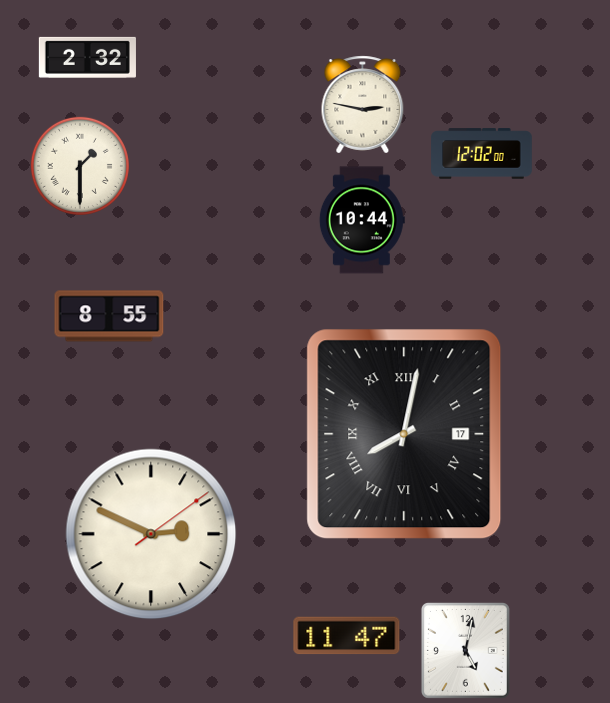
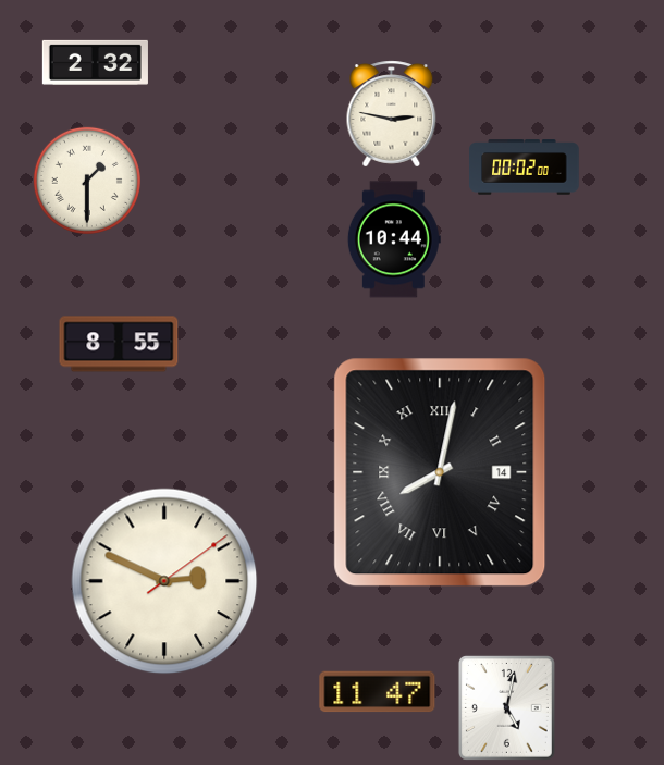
clock at (363, 105) position: (363, 105) -> (392, 114)
clock at (482, 154): 12:02 -> 00:02
clock at (404, 434) date: 17 -> 14
